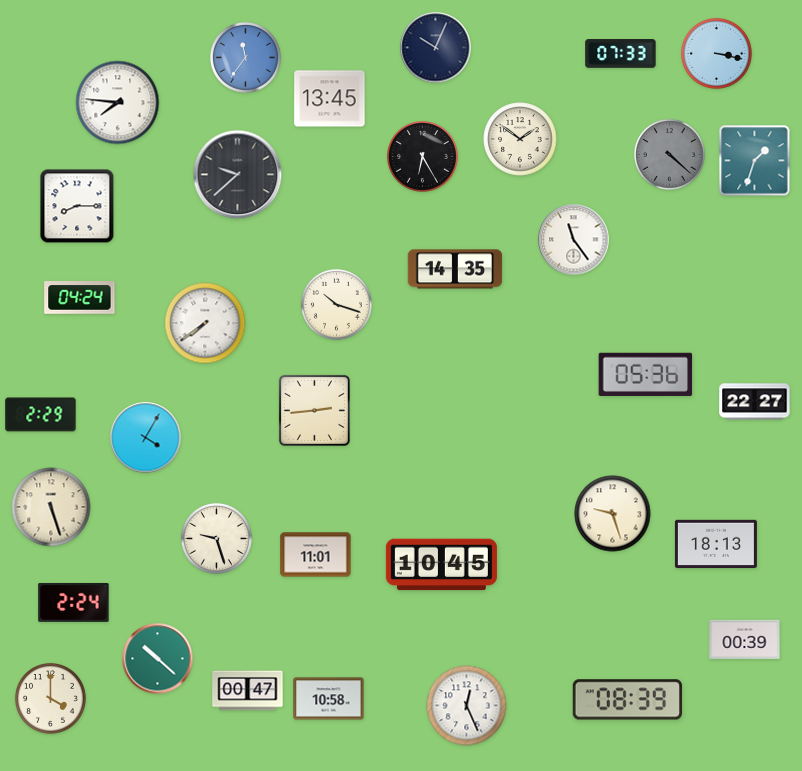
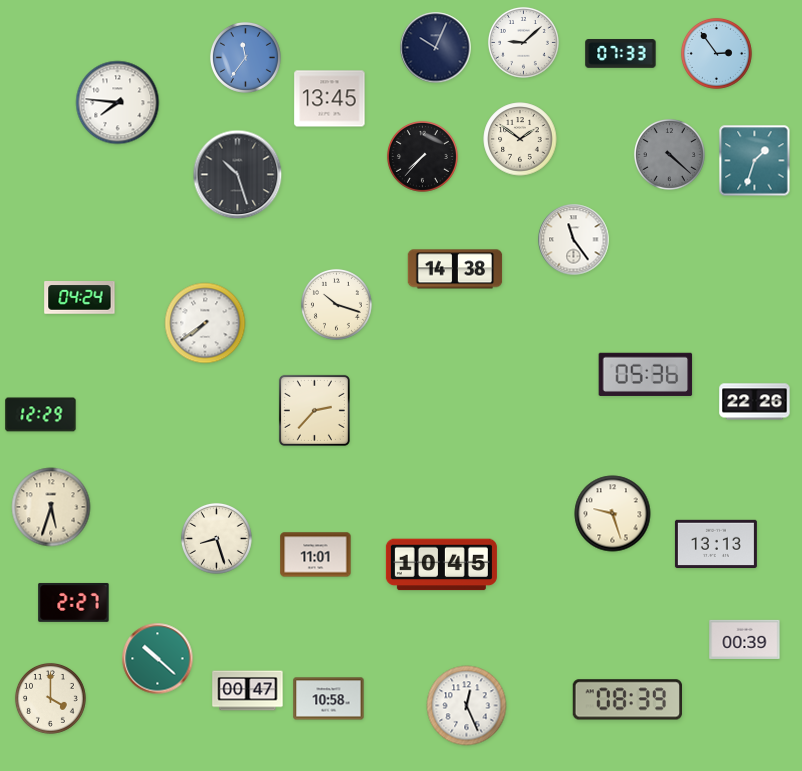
clock at (524, 43): none -> 9:08
clock at (717, 54): 3:17 -> 2:54
clock at (423, 157): 6:25 -> 7:37
clock at (238, 175): 9:38 -> 10:27
clock at (77, 206): 8:15 -> none
clock at (455, 269): 14:35 -> 14:38
clock at (755, 402): 22:27 -> 22:26
clock at (314, 410): 2:44 -> 2:37
clock at (41, 415): 2:29 -> 12:29
clock at (146, 438): 4:05 -> none
clock at (51, 507): 5:27 -> 5:33
clock at (217, 539): 9:27 -> 8:27
clock at (716, 544): 18:13 -> 13:13
clock at (74, 602): 2:24 -> 2:27
